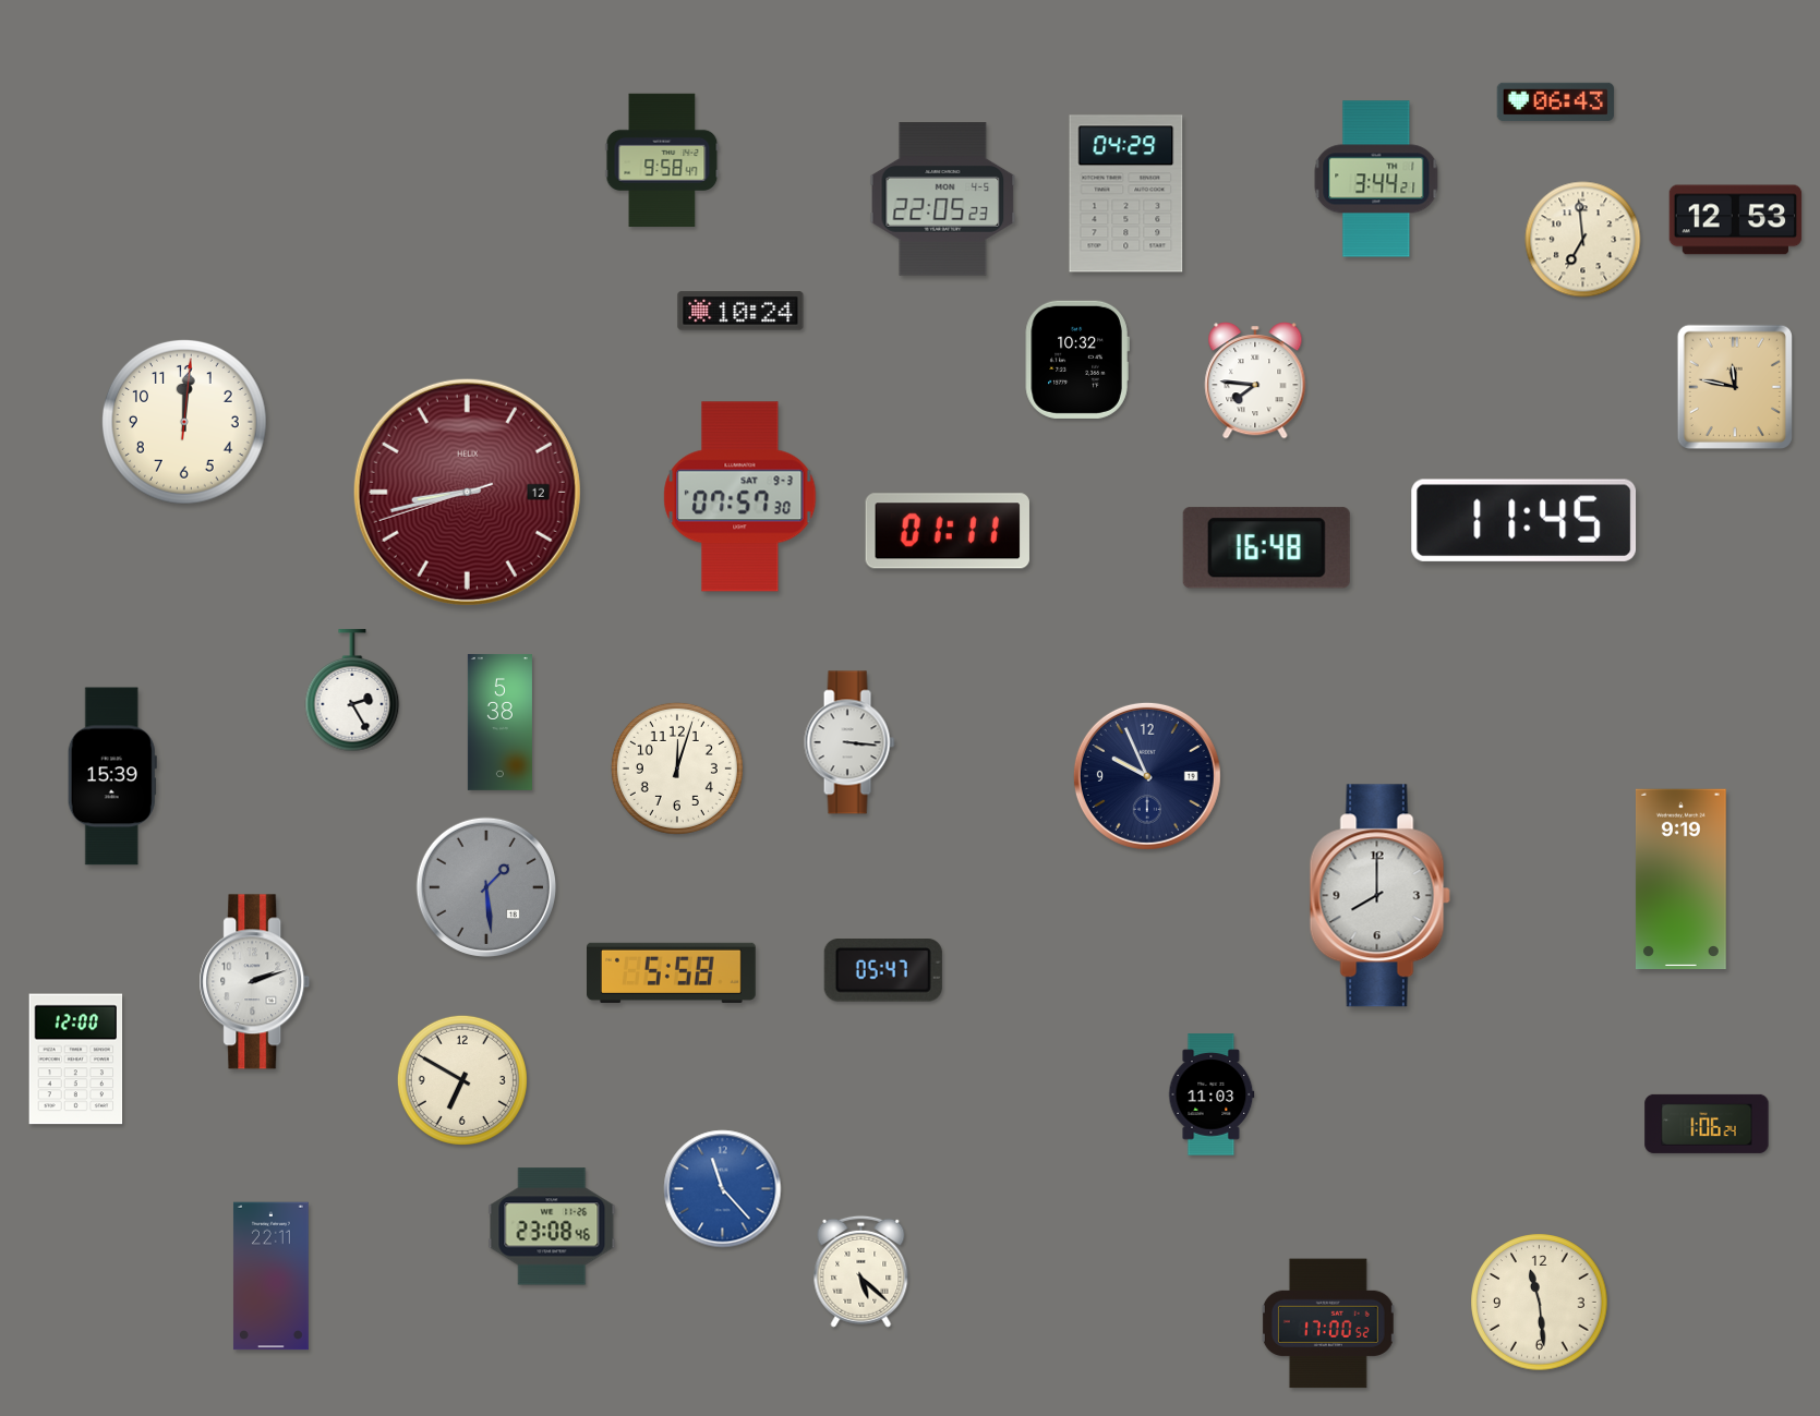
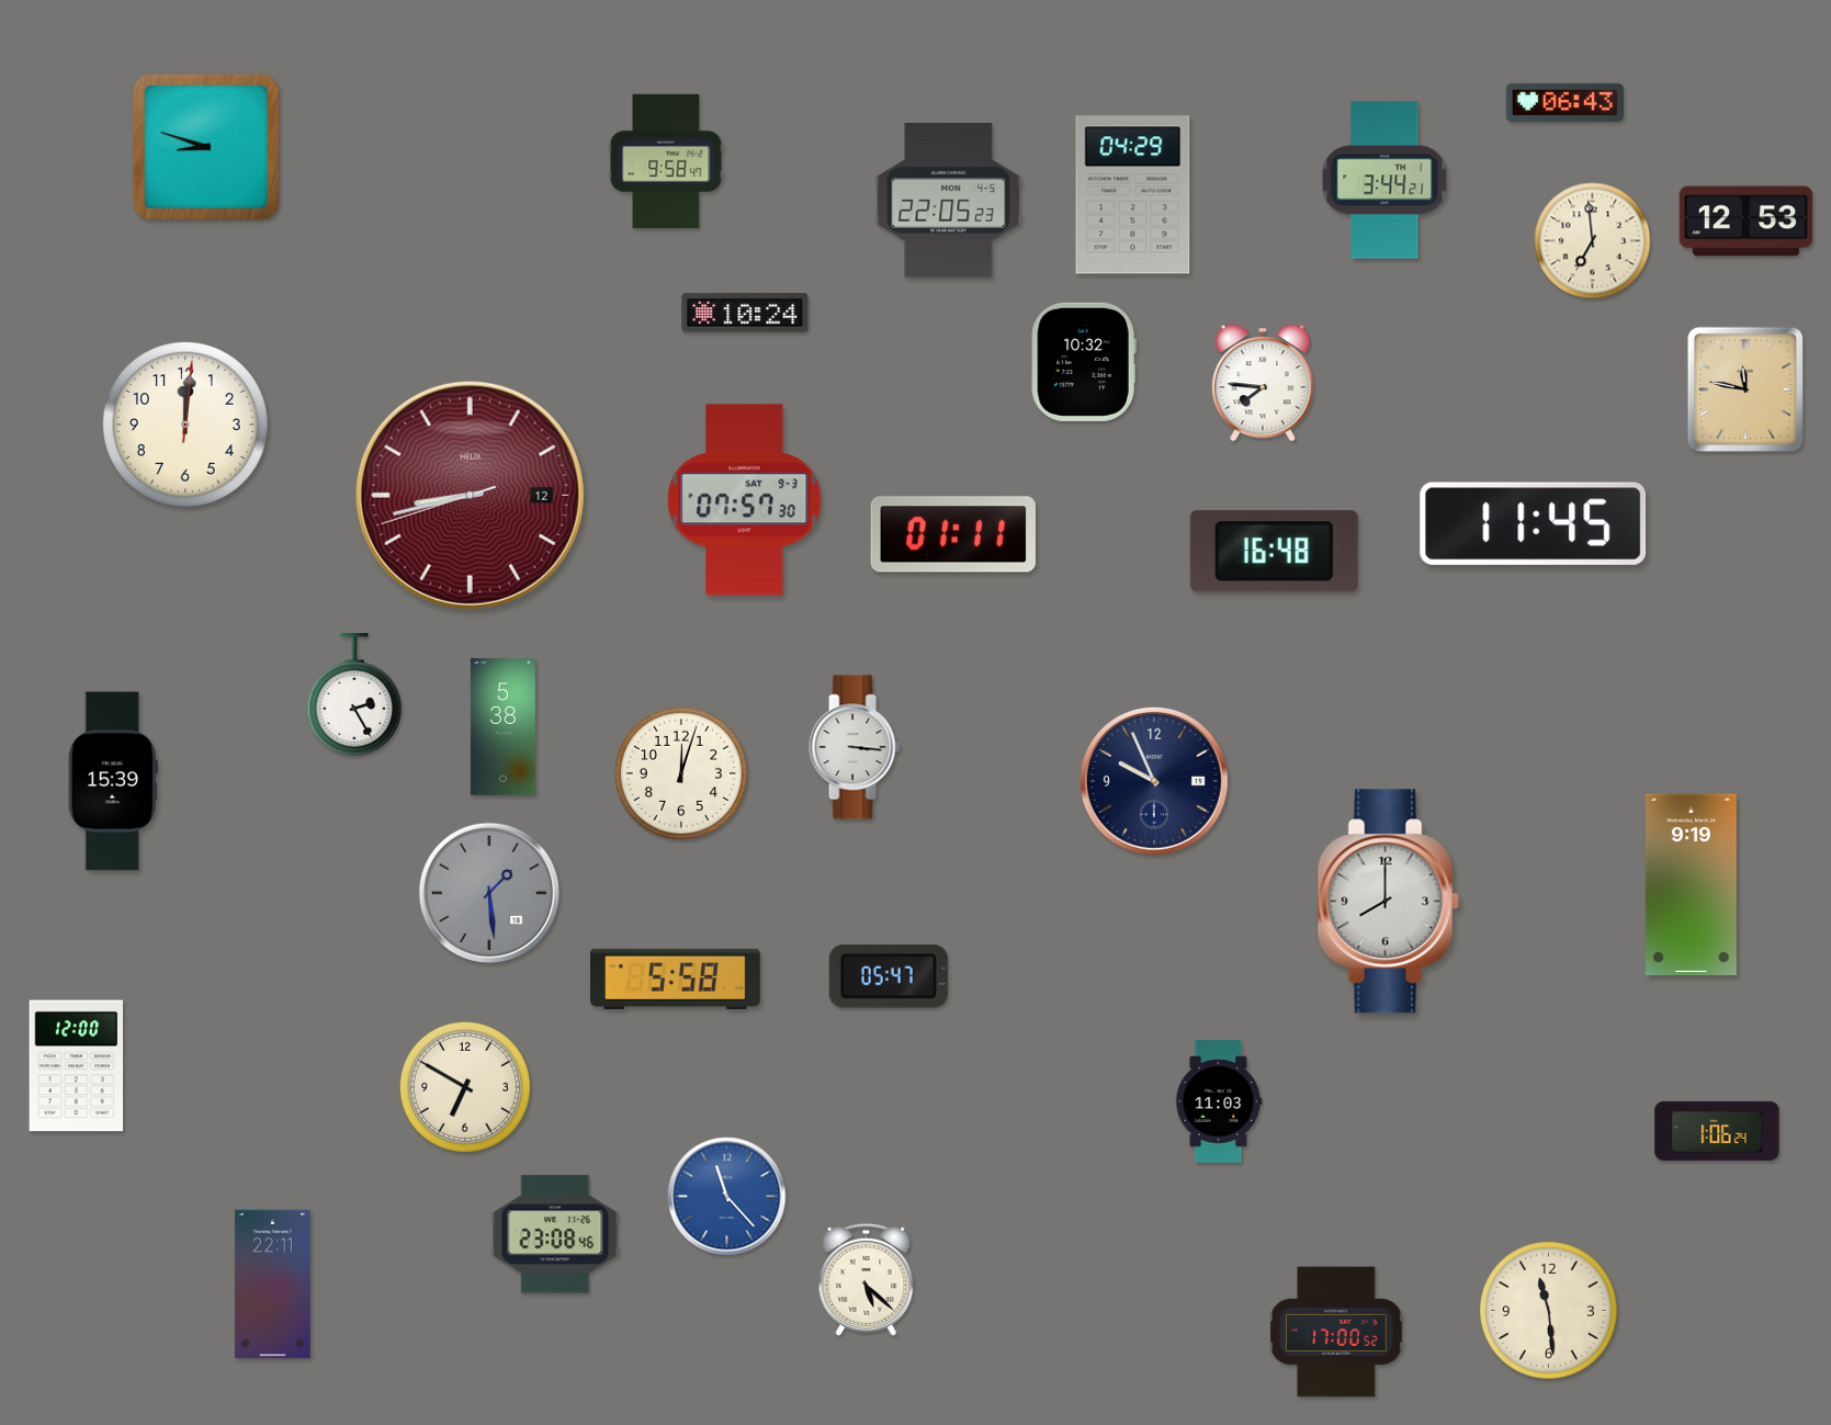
clock at (206, 147): none -> 8:48
clock at (255, 982): 2:12 -> none
